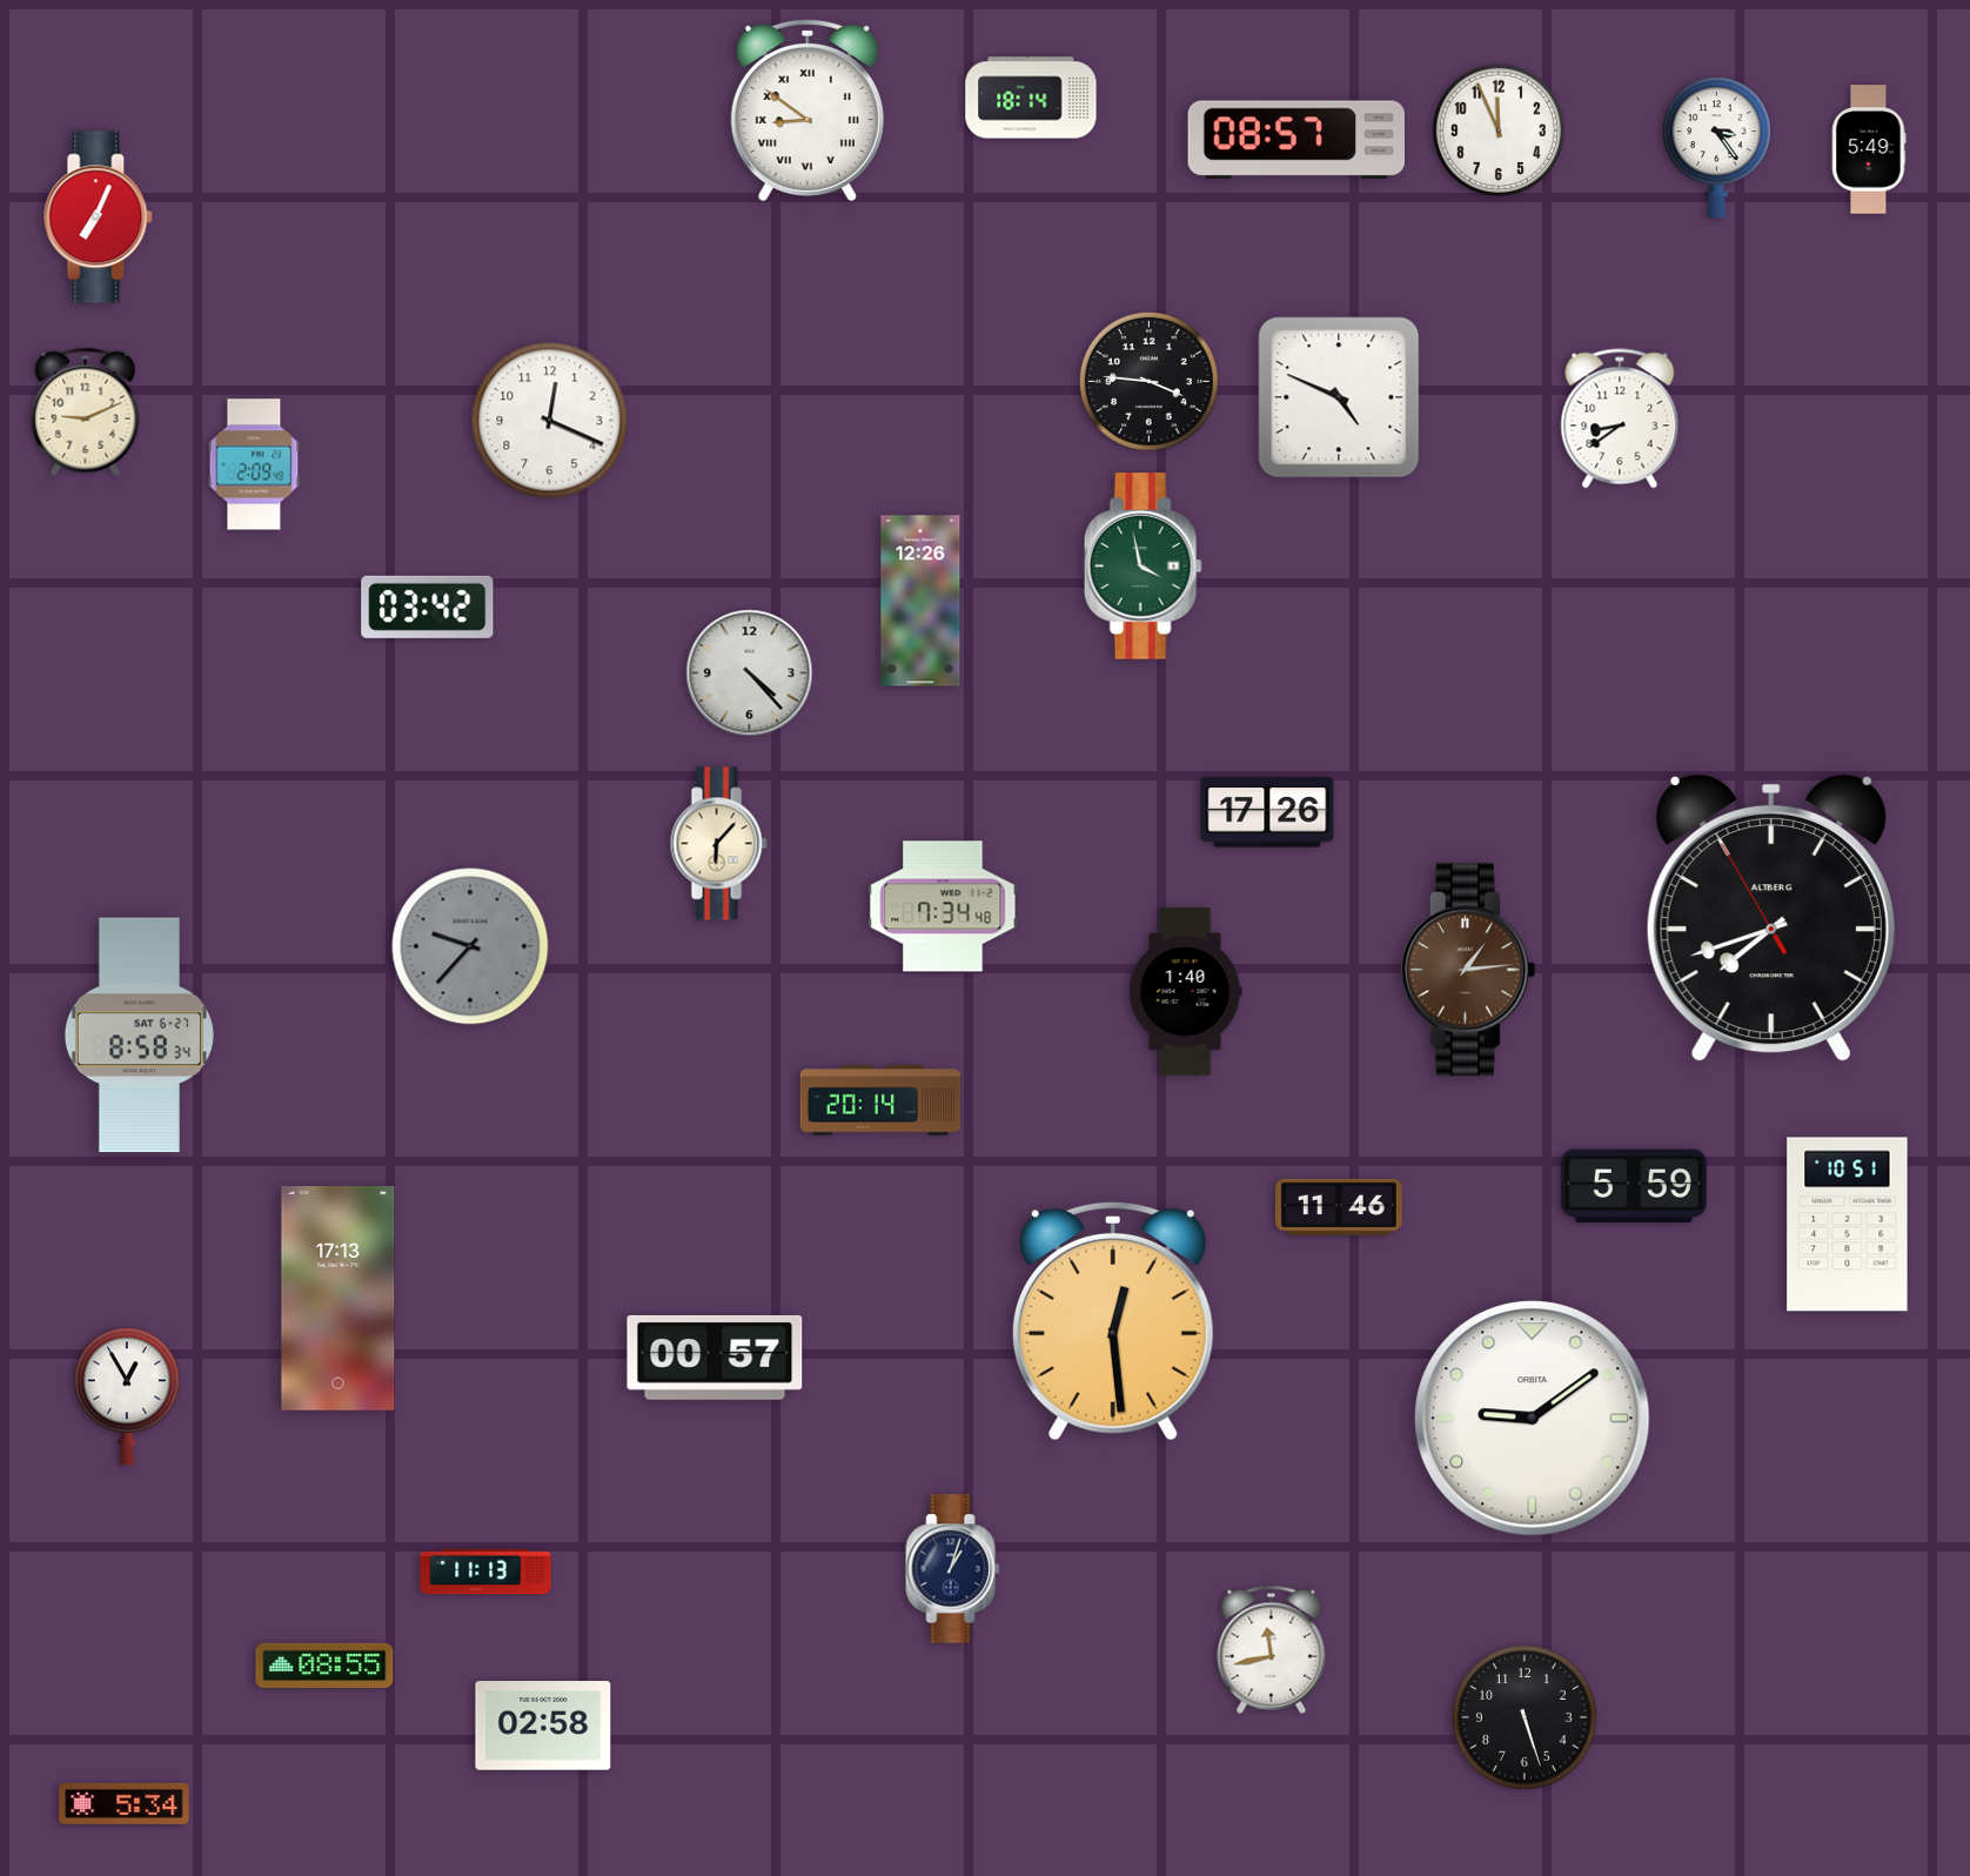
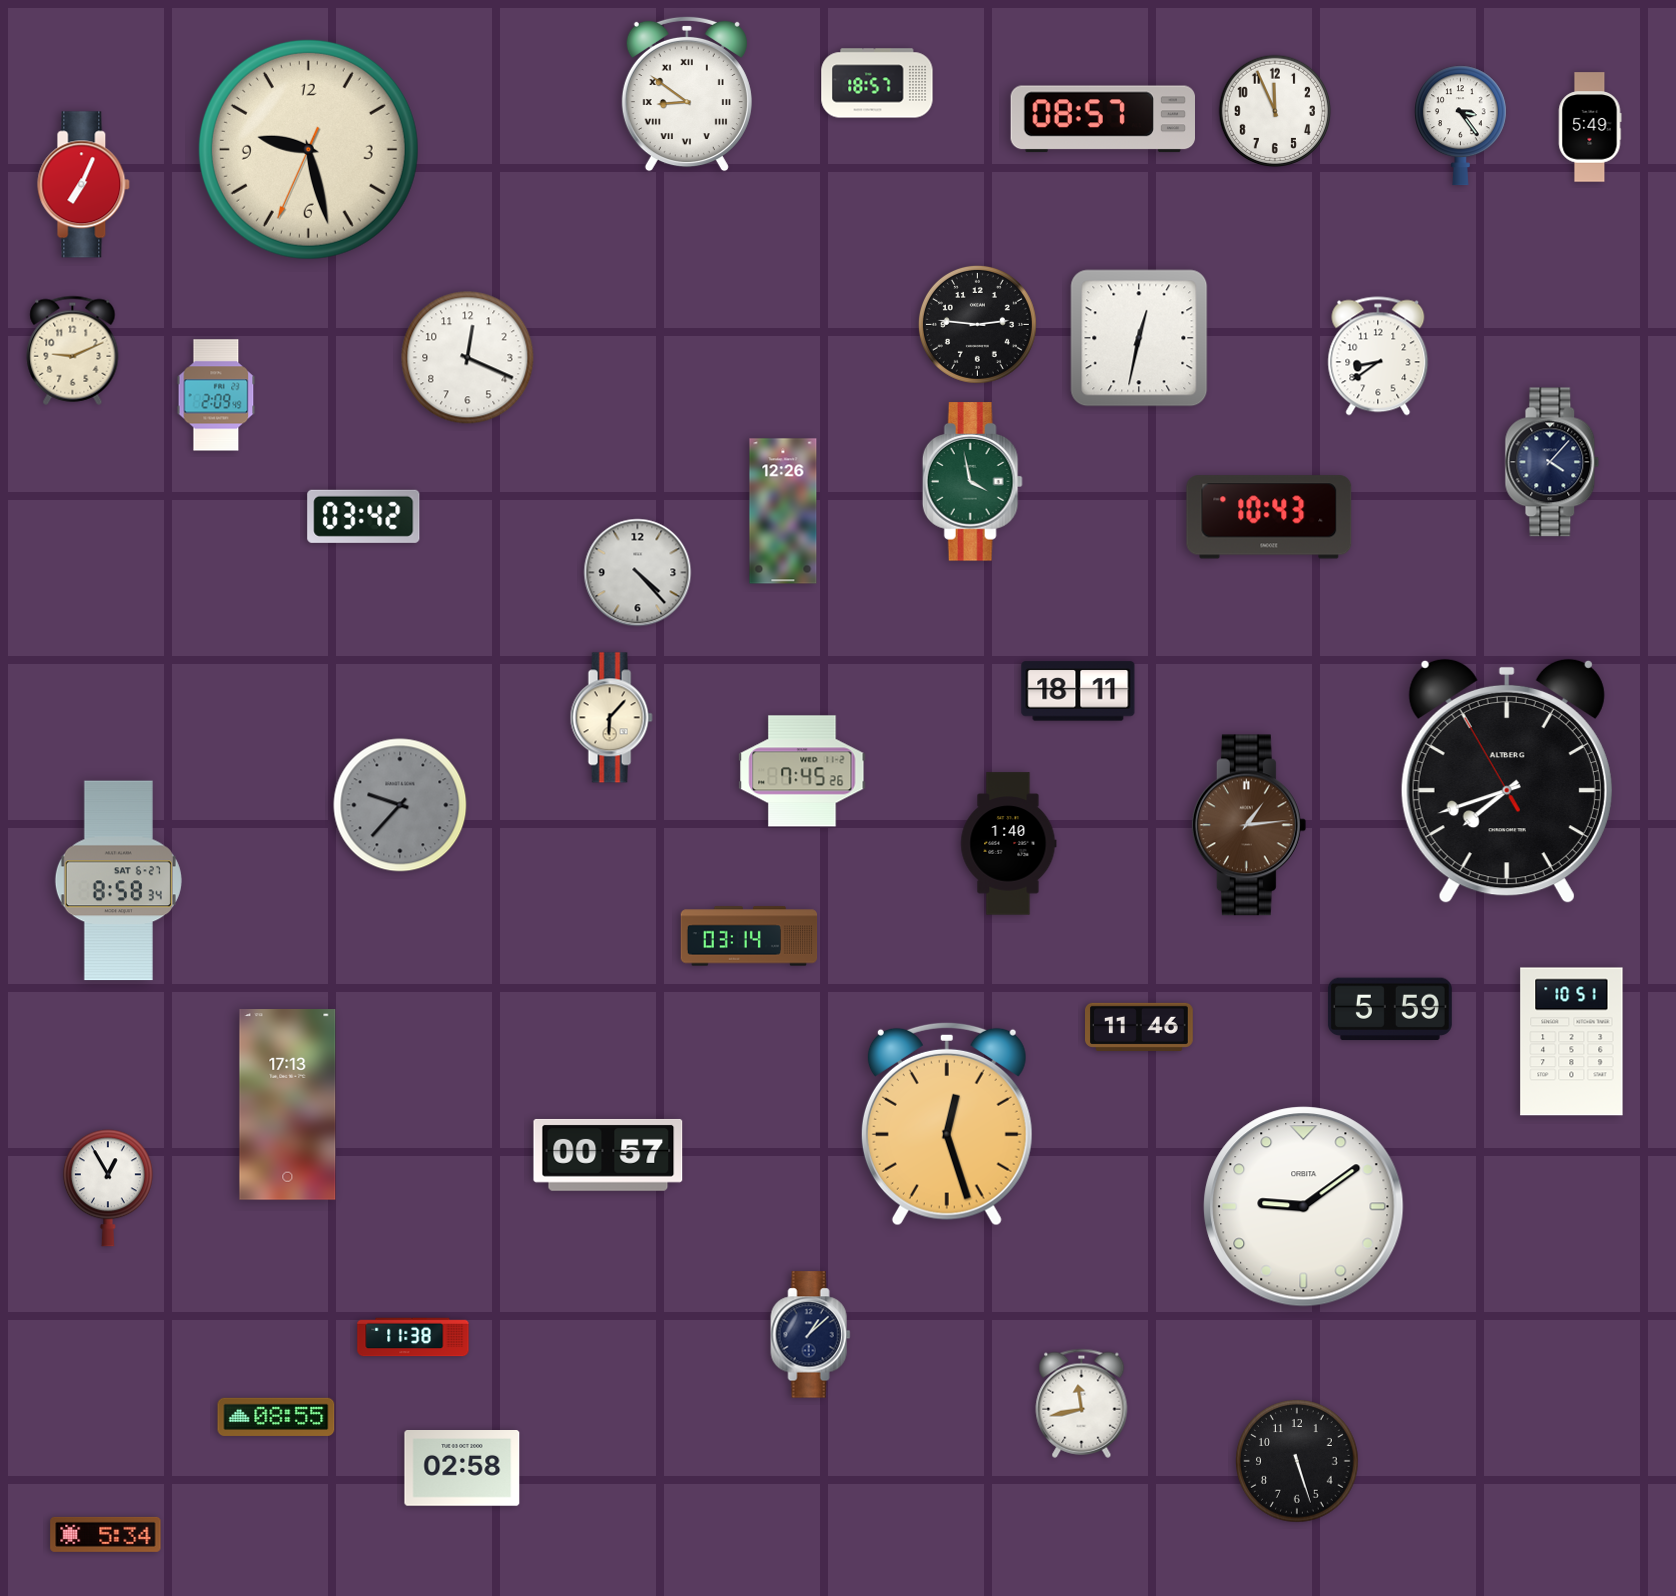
clock at (1031, 98): 18:14 -> 18:57
clock at (308, 149): none -> 9:27
clock at (1148, 381): 3:46 -> 2:46
clock at (1339, 397): 4:49 -> 12:32
clock at (1552, 462): none -> 4:07
clock at (1269, 517): none -> 10:43
clock at (1267, 812): 17:26 -> 18:11
clock at (943, 906): 7:34 -> 7:45
clock at (880, 1100): 20:14 -> 03:14
clock at (1113, 1321): 12:29 -> 12:27
clock at (953, 1569): 1:03 -> 1:08
clock at (485, 1572): 11:13 -> 11:38
